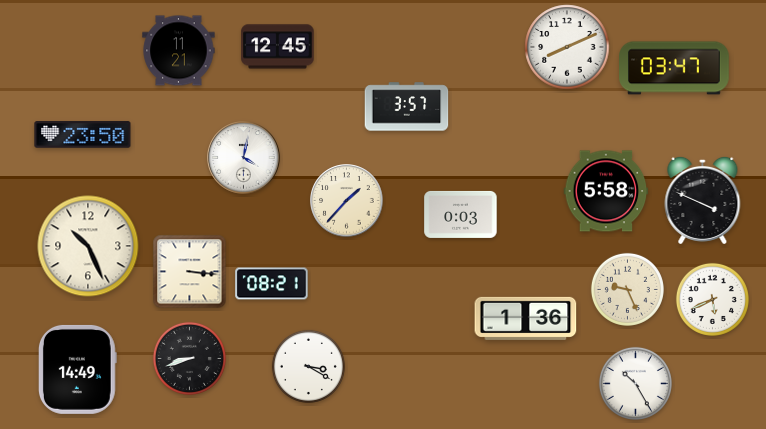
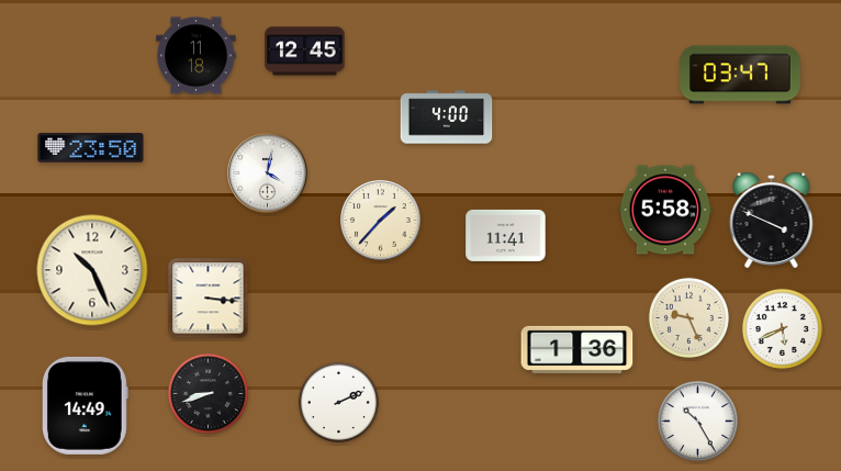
clock at (567, 47): 8:11 -> none
clock at (179, 51): 11:21 -> 11:18
clock at (407, 107): 3:57 -> 4:00
clock at (461, 214): 0:03 -> 11:41
clock at (88, 246) position: (88, 246) -> (92, 270)
clock at (272, 284): 08:21 -> none
clock at (308, 366): 3:20 -> 2:11
